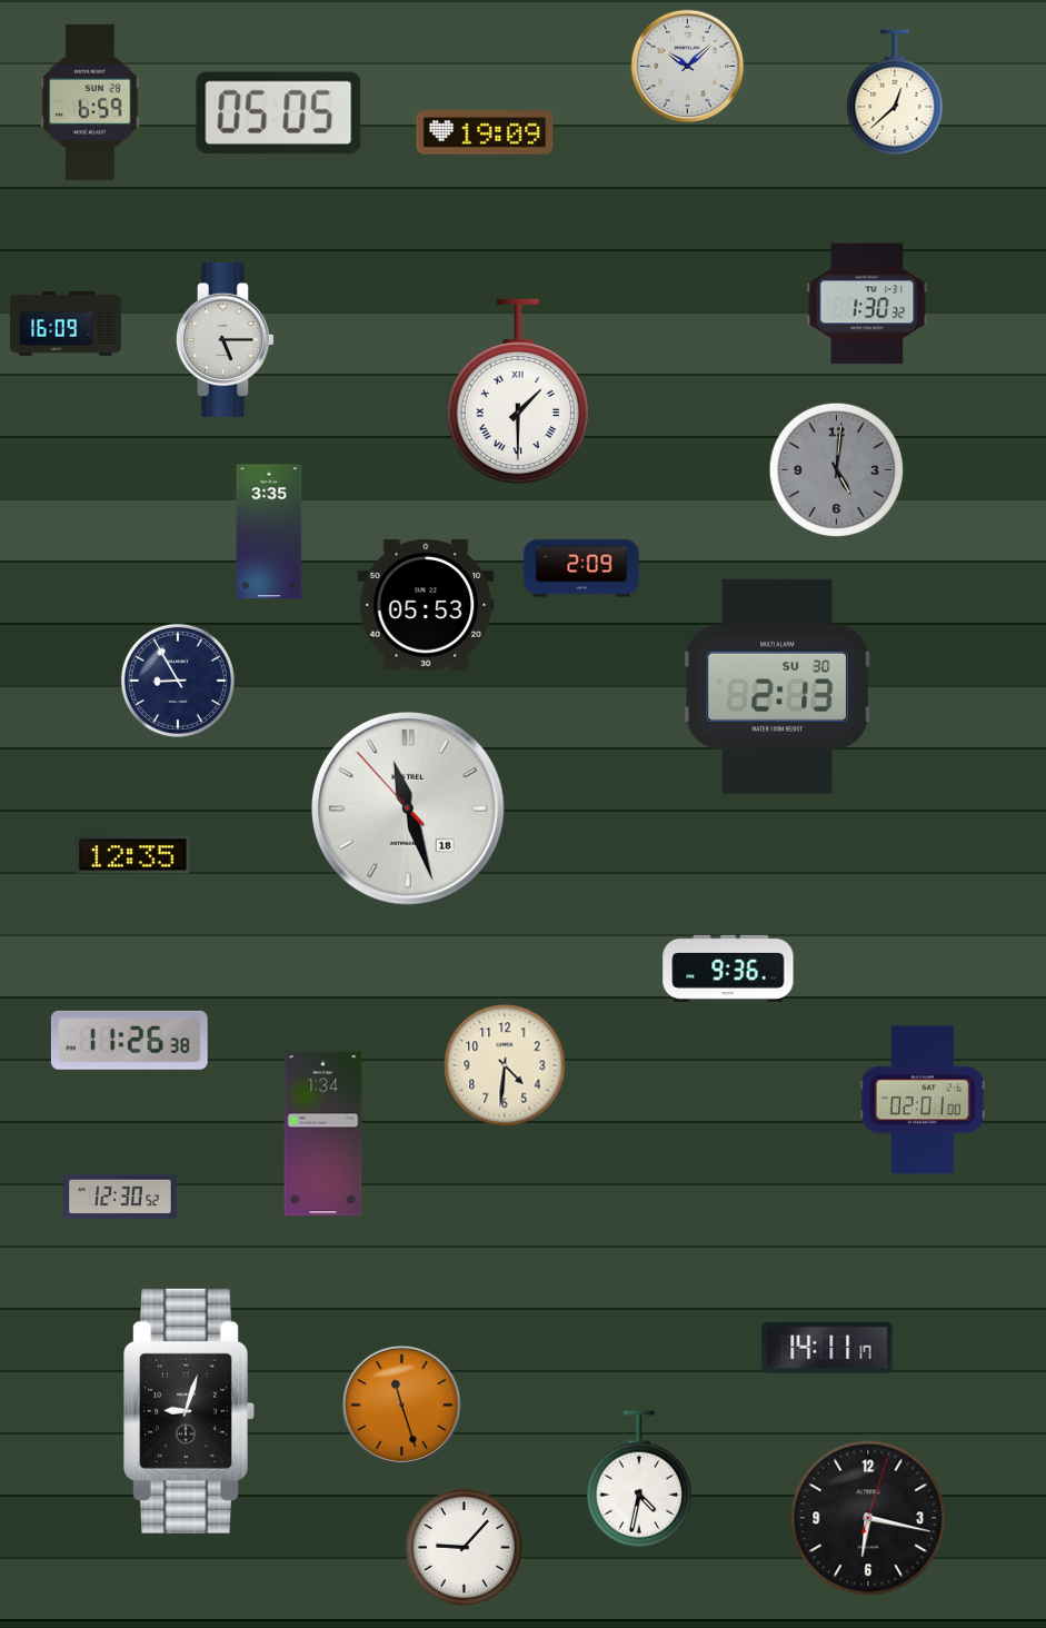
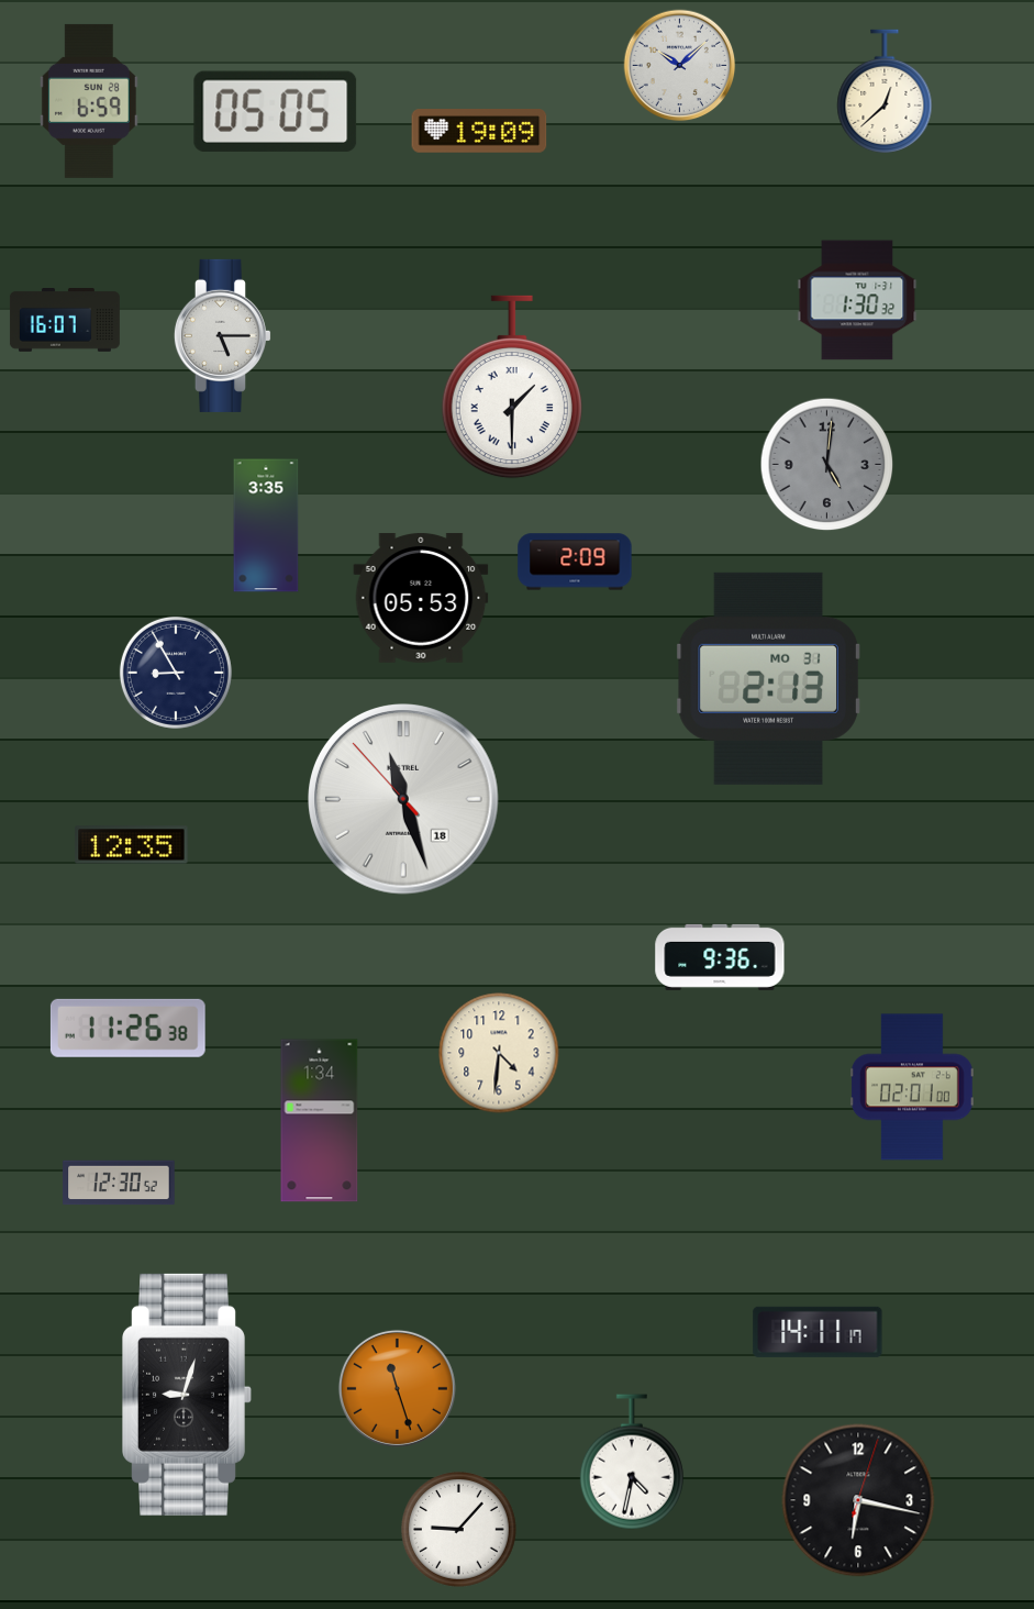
clock at (66, 325): 16:09 -> 16:07
clock at (777, 686) date: SU 30 -> MO 31
